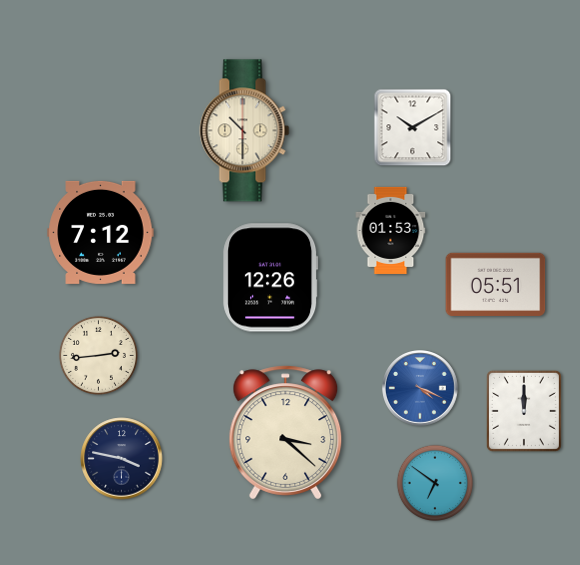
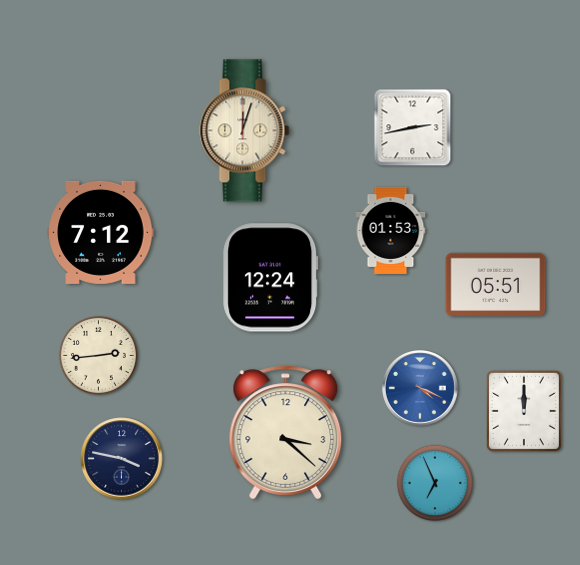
clock at (413, 128): 10:10 -> 2:43
clock at (245, 131): 10:30 -> 12:03
clock at (271, 278): 12:26 -> 12:24
clock at (434, 482): 6:51 -> 6:56
